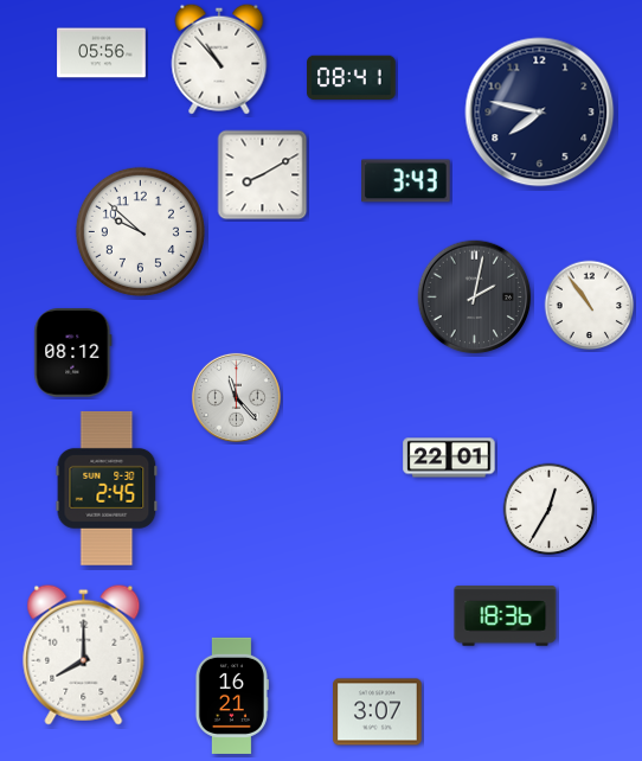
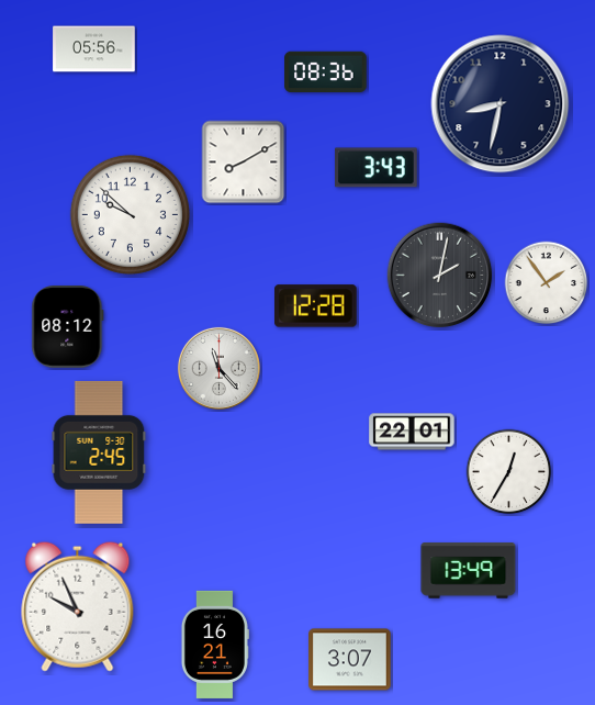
clock at (219, 59): 10:53 -> none
clock at (352, 78): 08:41 -> 08:36
clock at (540, 113): 7:47 -> 8:32
clock at (590, 306): 10:54 -> 1:54
clock at (316, 306): none -> 12:28
clock at (449, 458) position: (449, 458) -> (412, 432)
clock at (506, 616): 18:36 -> 13:49
clock at (84, 654): 8:00 -> 9:56
